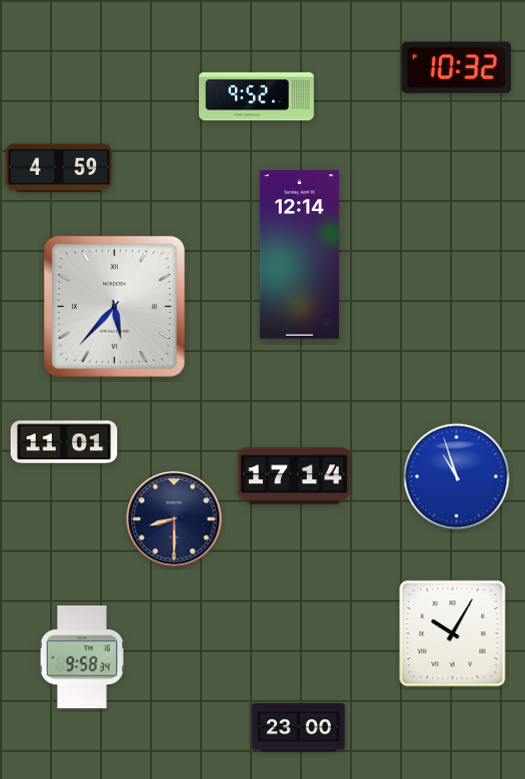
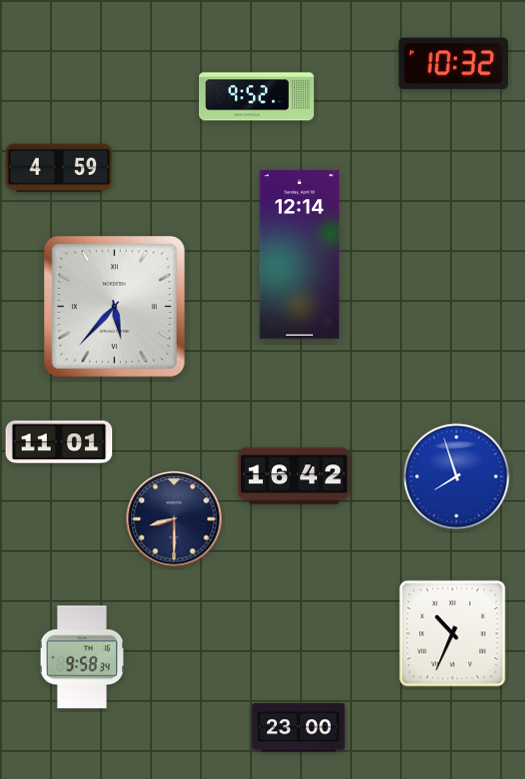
clock at (456, 68) position: (456, 68) -> (453, 64)
clock at (64, 442) position: (64, 442) -> (59, 442)
clock at (294, 476): 17:14 -> 16:42
clock at (457, 477): 10:57 -> 7:57
clock at (453, 634): 10:05 -> 10:34
